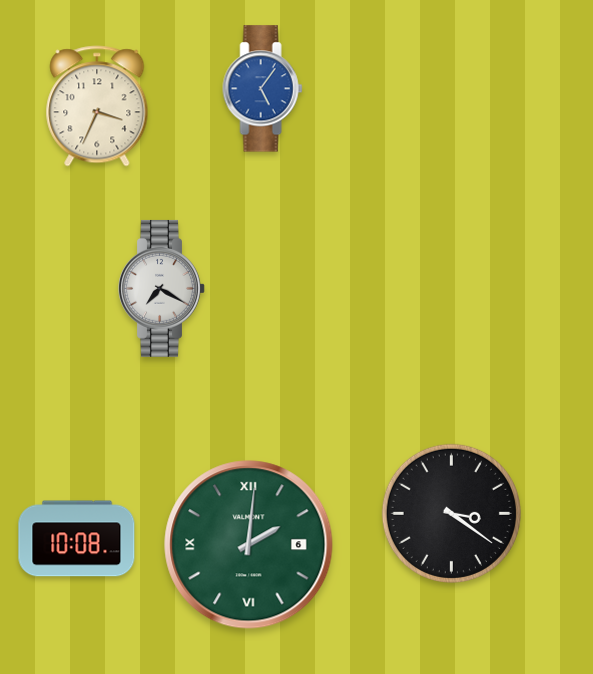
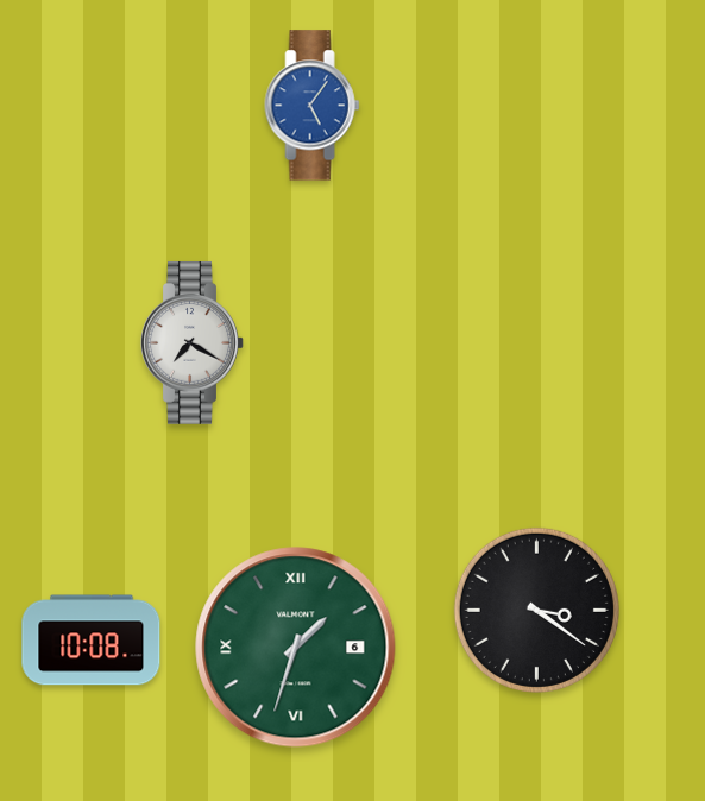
clock at (97, 106): 3:34 -> none
clock at (249, 545): 2:01 -> 1:33
